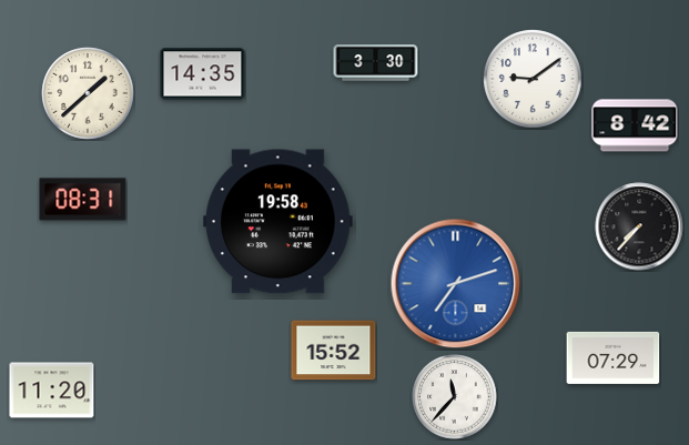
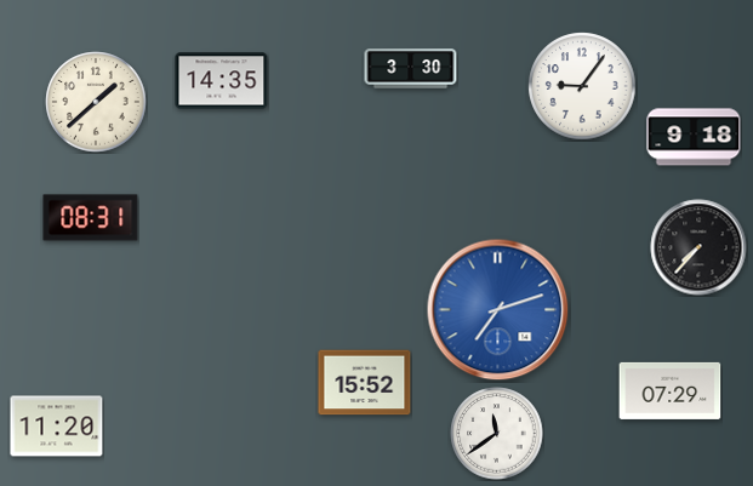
clock at (533, 79): 9:09 -> 9:06
clock at (635, 125): 8:42 -> 9:18
clock at (277, 222): 19:58 -> none
clock at (455, 397): 11:37 -> 11:39
